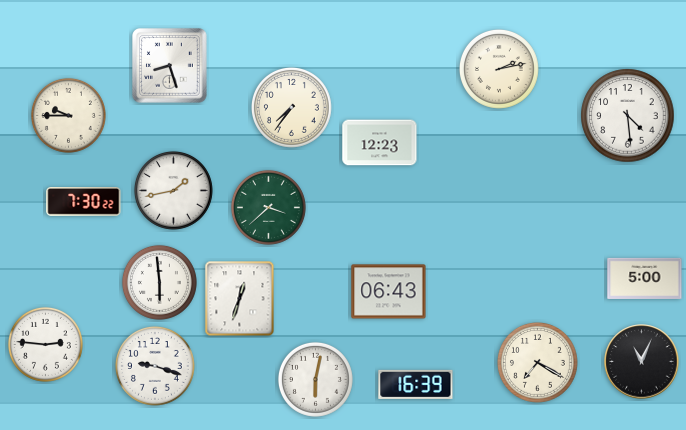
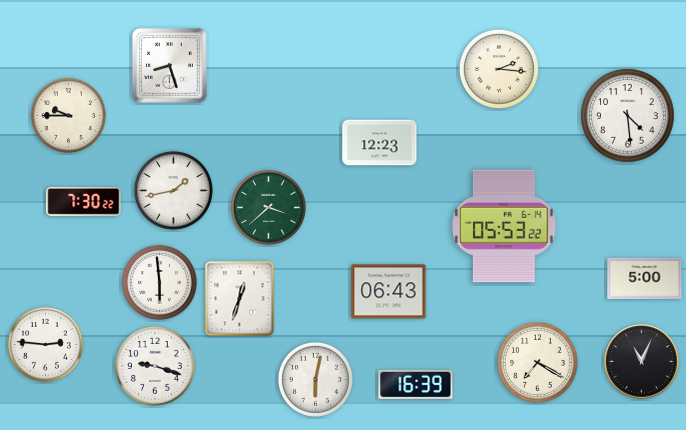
clock at (499, 69): 2:13 -> 2:16
clock at (292, 108): 7:36 -> none
clock at (504, 226): none -> 05:53
